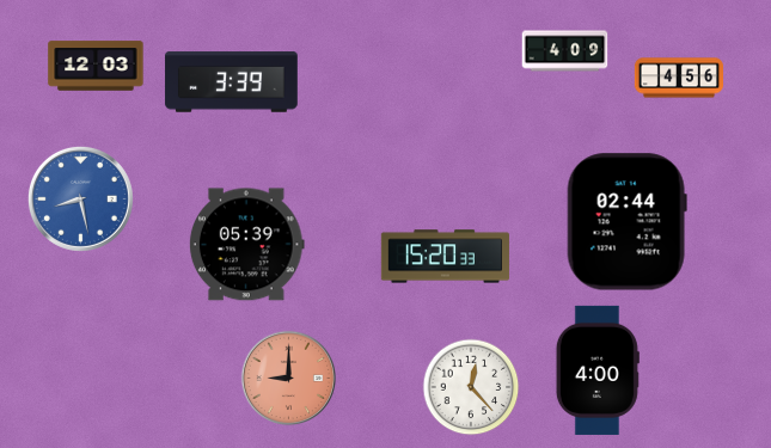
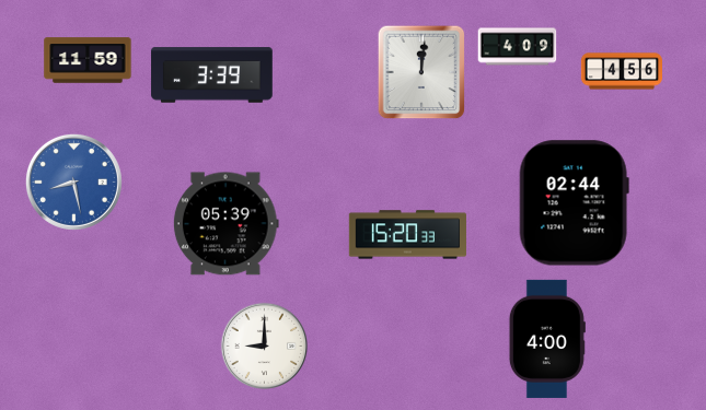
clock at (96, 66): 12:03 -> 11:59
clock at (421, 72): none -> 12:01
clock at (289, 379) dial: salmon -> white
clock at (471, 387): 12:23 -> none
